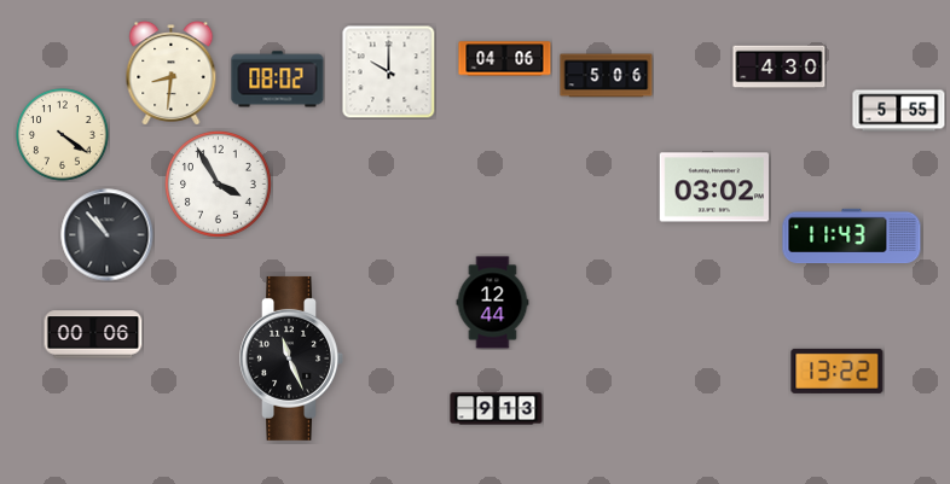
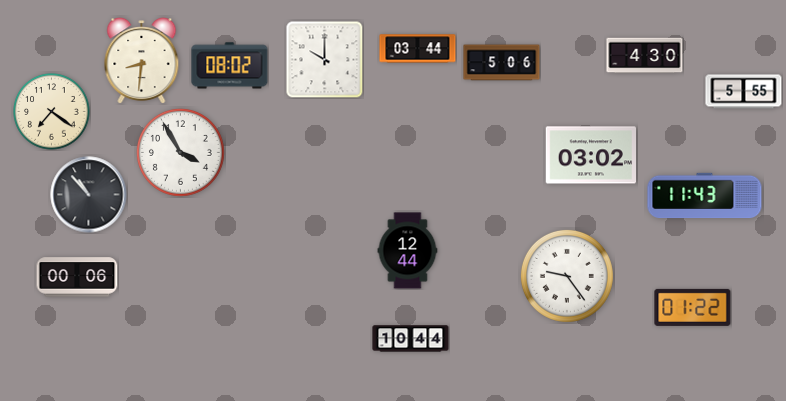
clock at (505, 59): 04:06 -> 03:44
clock at (388, 71) position: (388, 71) -> (324, 59)
clock at (63, 135): 4:21 -> 7:21
clock at (567, 276): none -> 9:24
clock at (291, 358): 11:26 -> none
clock at (838, 371): 13:22 -> 01:22
clock at (497, 409): 9:13 -> 10:44
